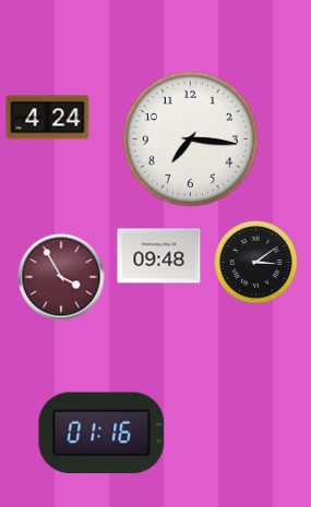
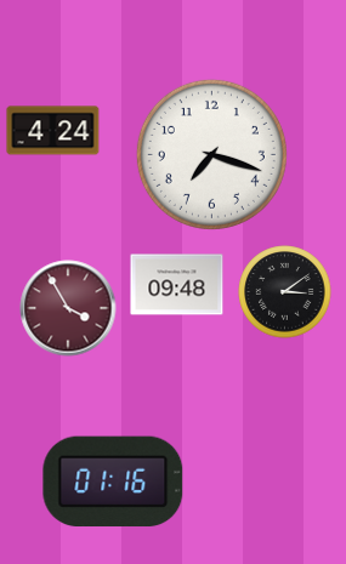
clock at (190, 138): 7:16 -> 7:18
